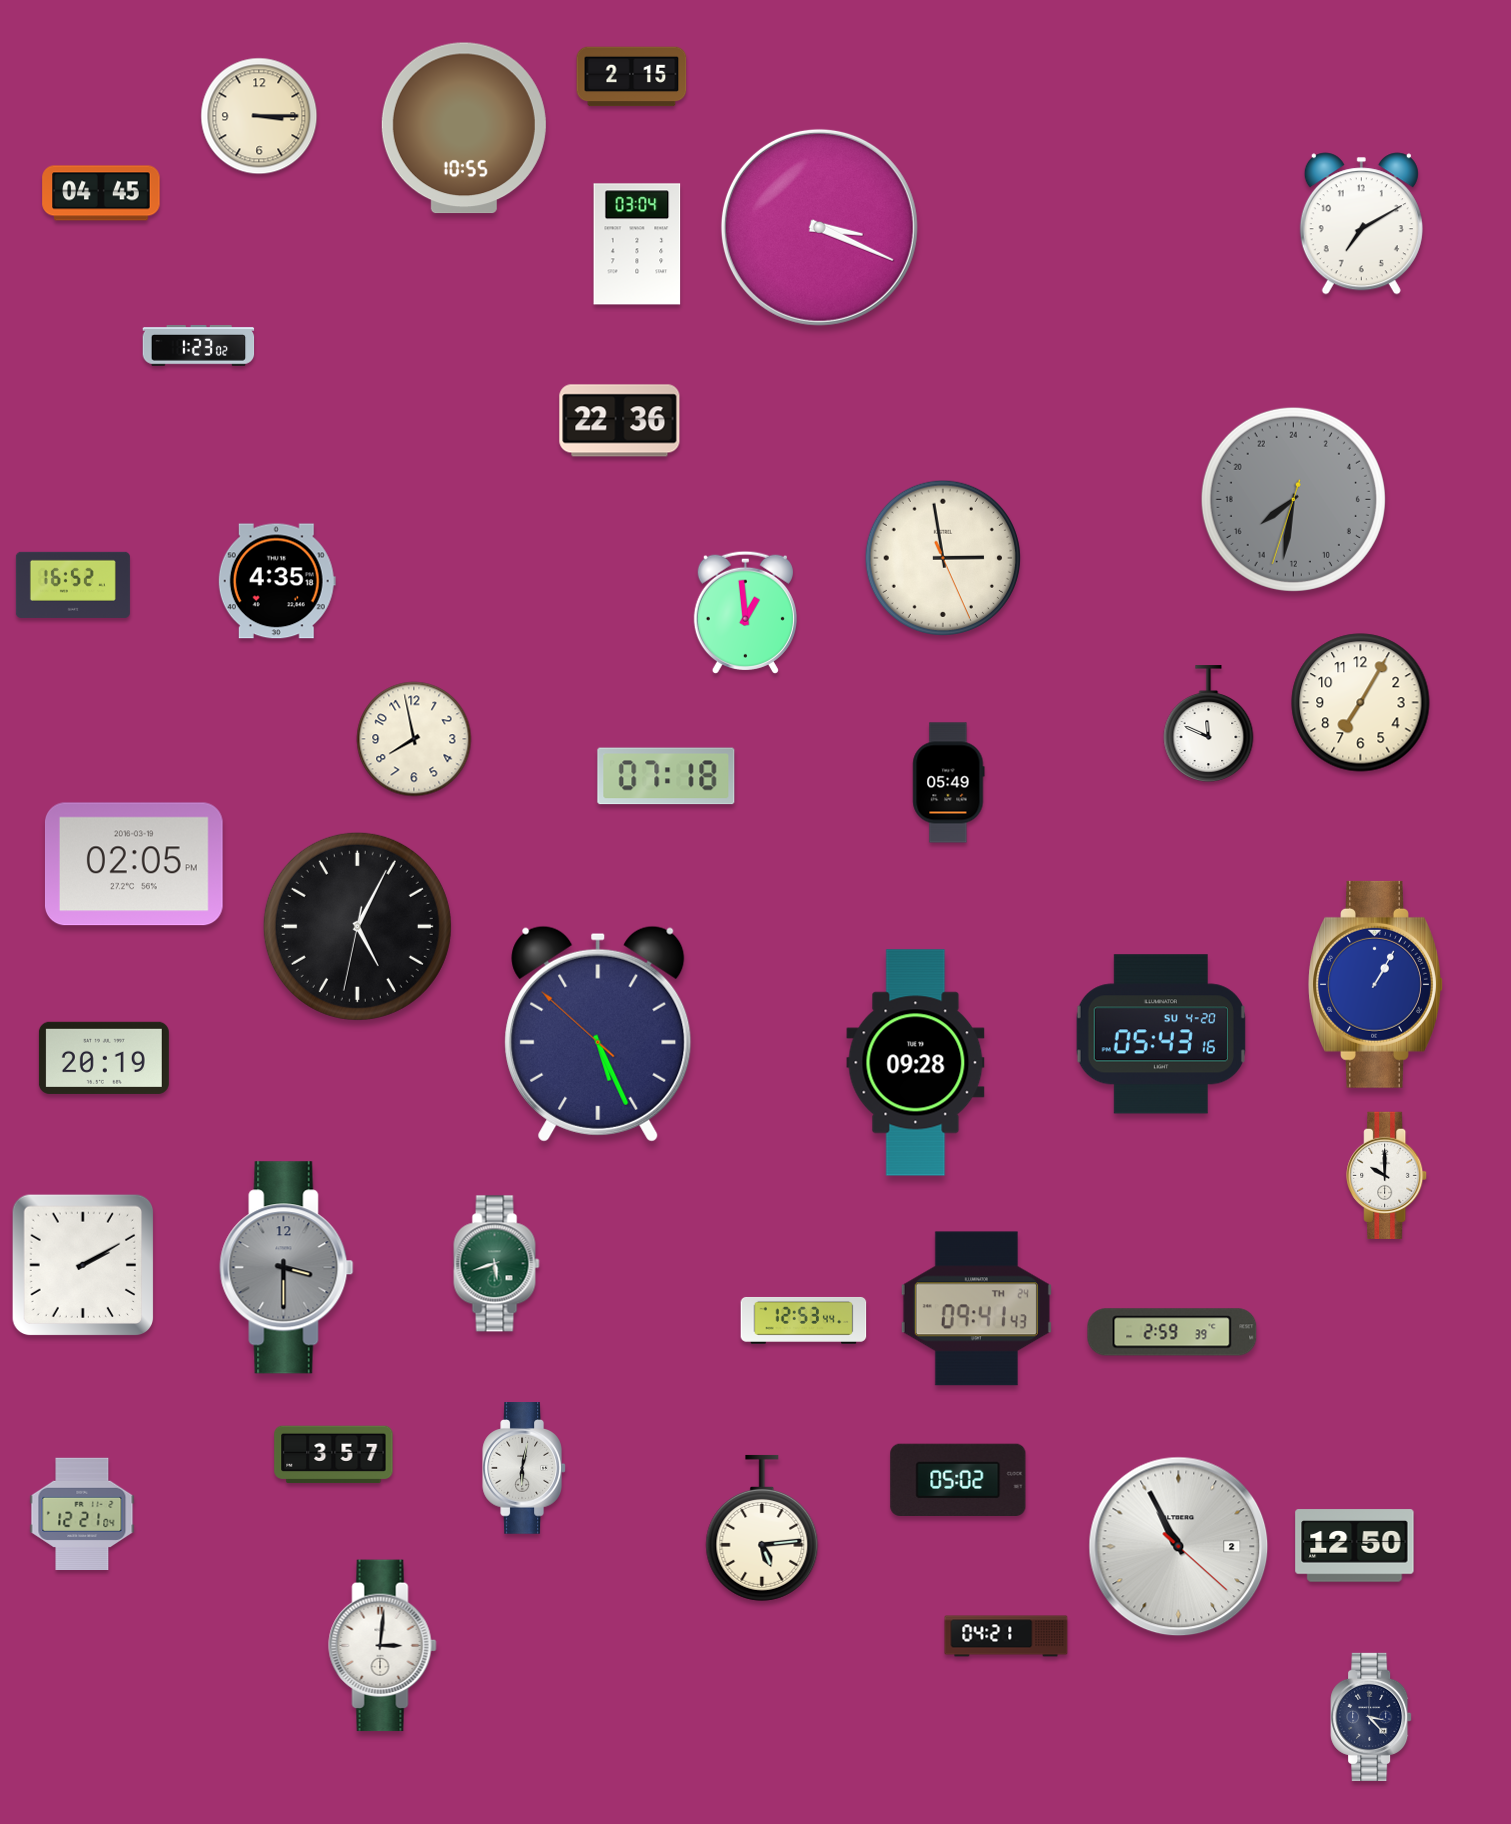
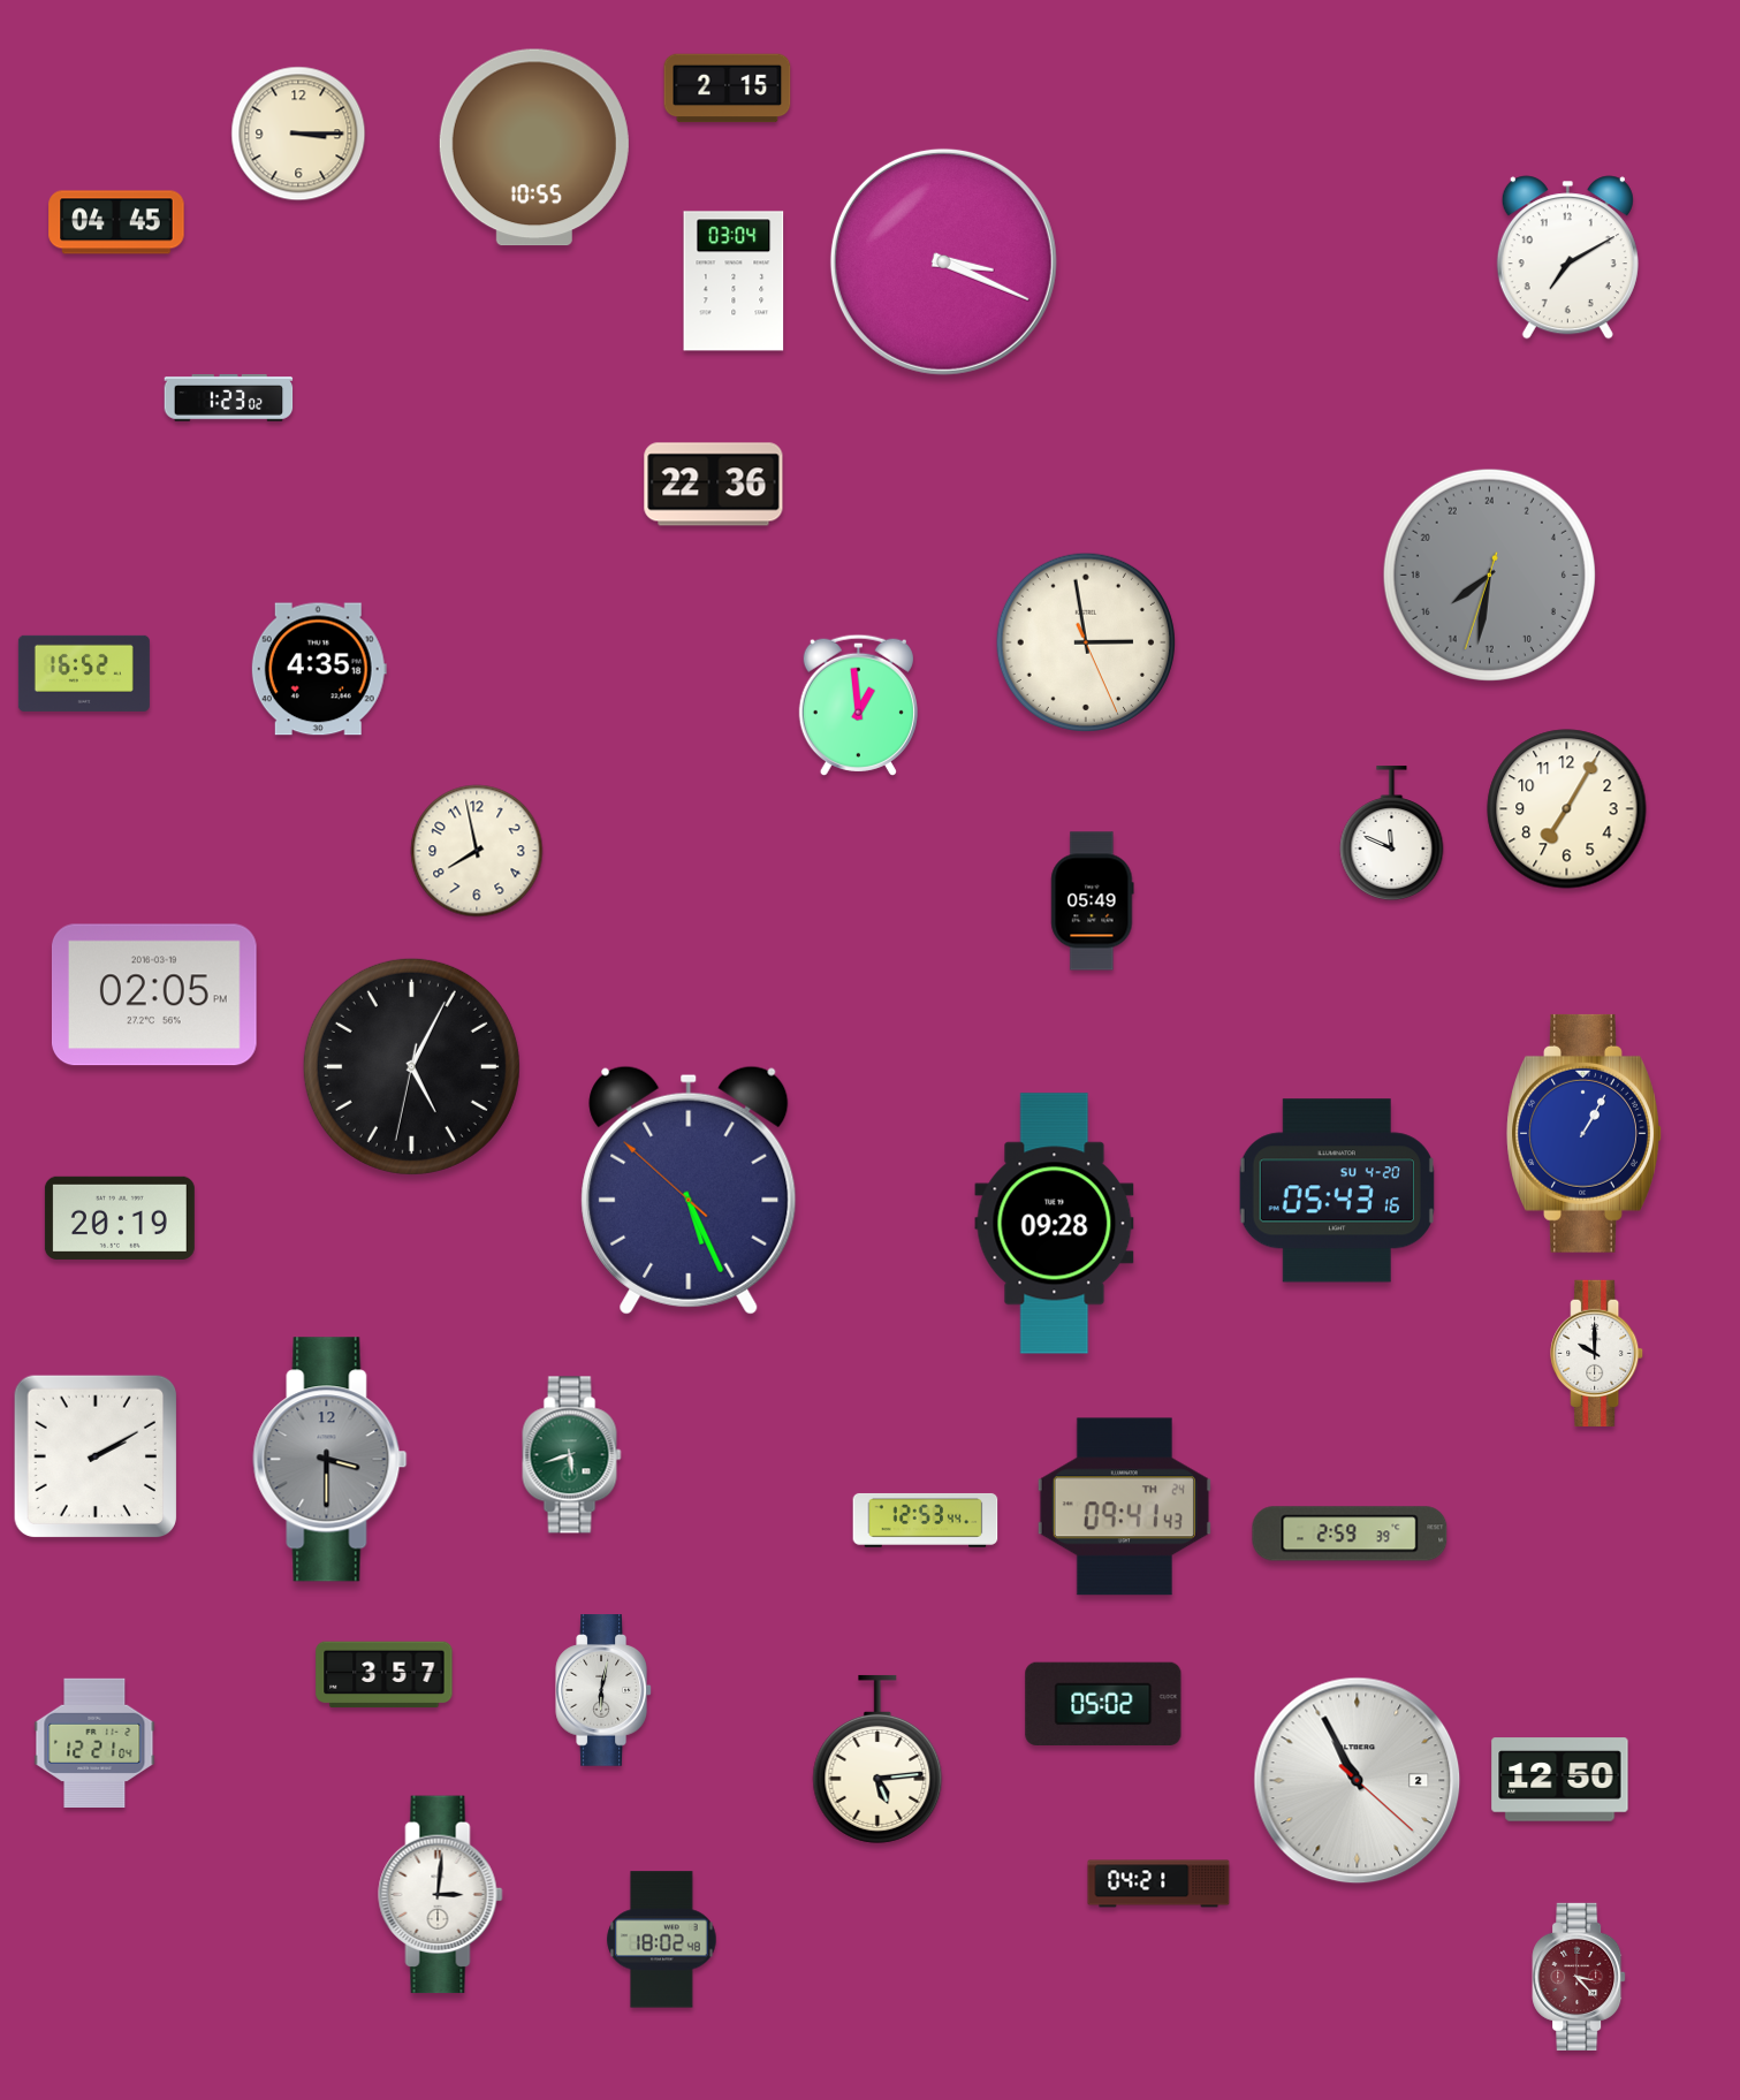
clock at (666, 776): 07:18 -> none
clock at (662, 1940): none -> 18:02
clock at (1371, 1717) dial: navy -> burgundy
